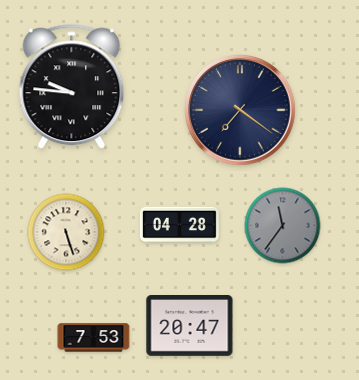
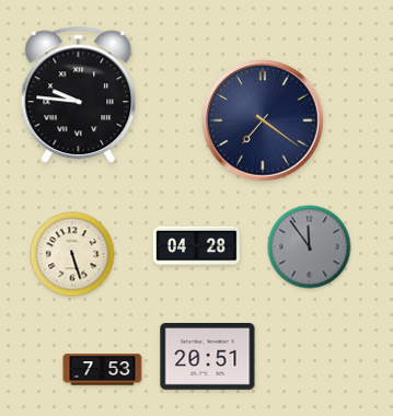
clock at (283, 226): 11:36 -> 11:54
clock at (190, 326): 20:47 -> 20:51
